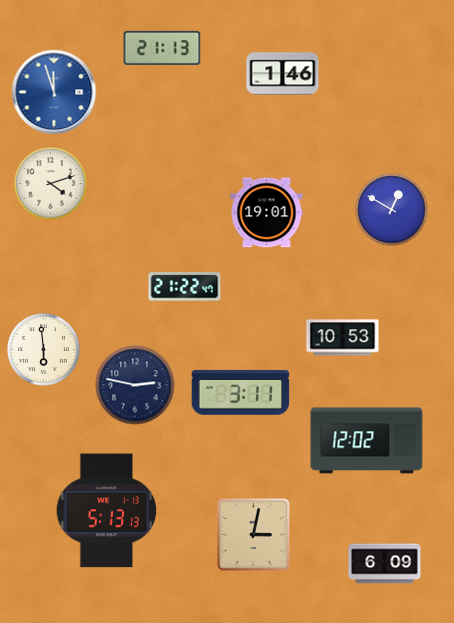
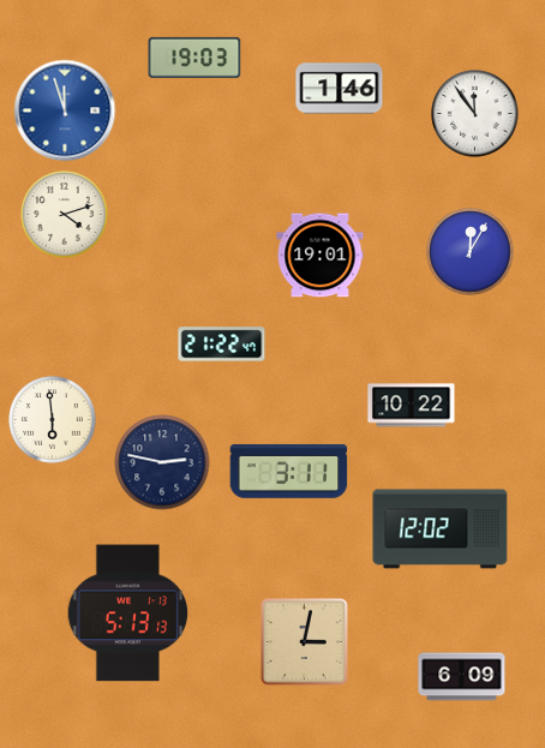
clock at (162, 48): 21:13 -> 19:03
clock at (475, 114): none -> 11:54
clock at (51, 184) position: (51, 184) -> (65, 215)
clock at (392, 210): 12:50 -> 12:05
clock at (343, 338): 10:53 -> 10:22
